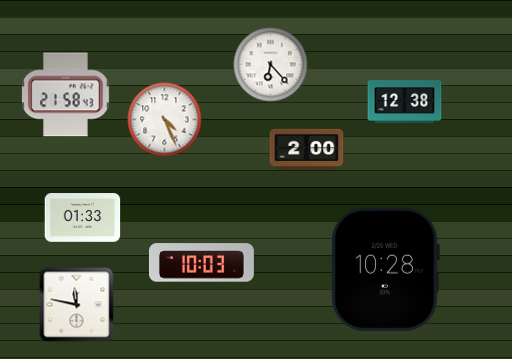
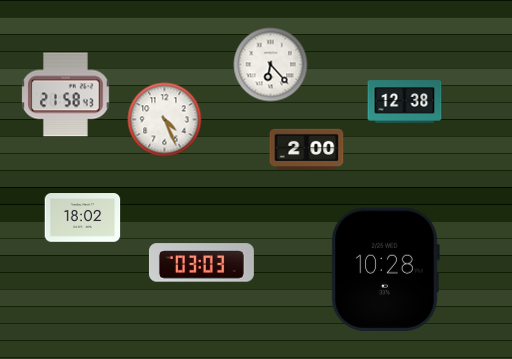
clock at (83, 218): 01:33 -> 18:02
clock at (201, 263): 10:03 -> 03:03
clock at (77, 305): 11:47 -> none
